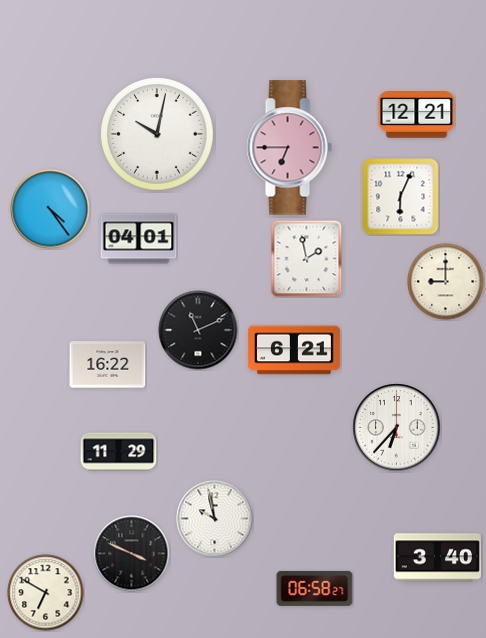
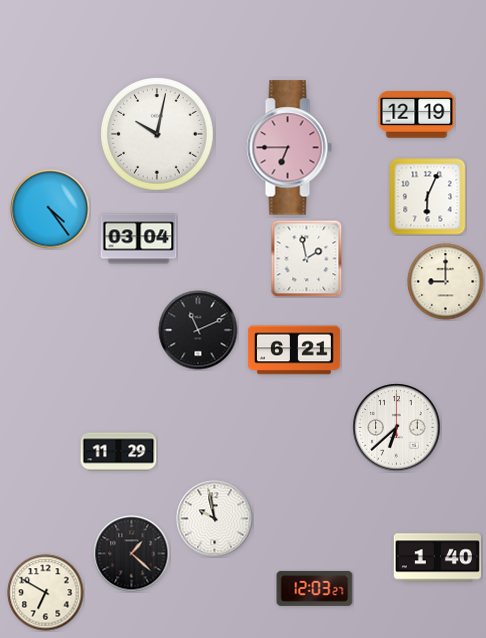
clock at (417, 115): 12:21 -> 12:19
clock at (401, 197) position: (401, 197) -> (428, 197)
clock at (139, 239): 04:01 -> 03:04
clock at (108, 365): 16:22 -> none
clock at (397, 428): 6:37 -> 6:38
clock at (132, 554): 3:49 -> 1:22
clock at (437, 558): 3:40 -> 1:40
clock at (315, 588): 06:58 -> 12:03
